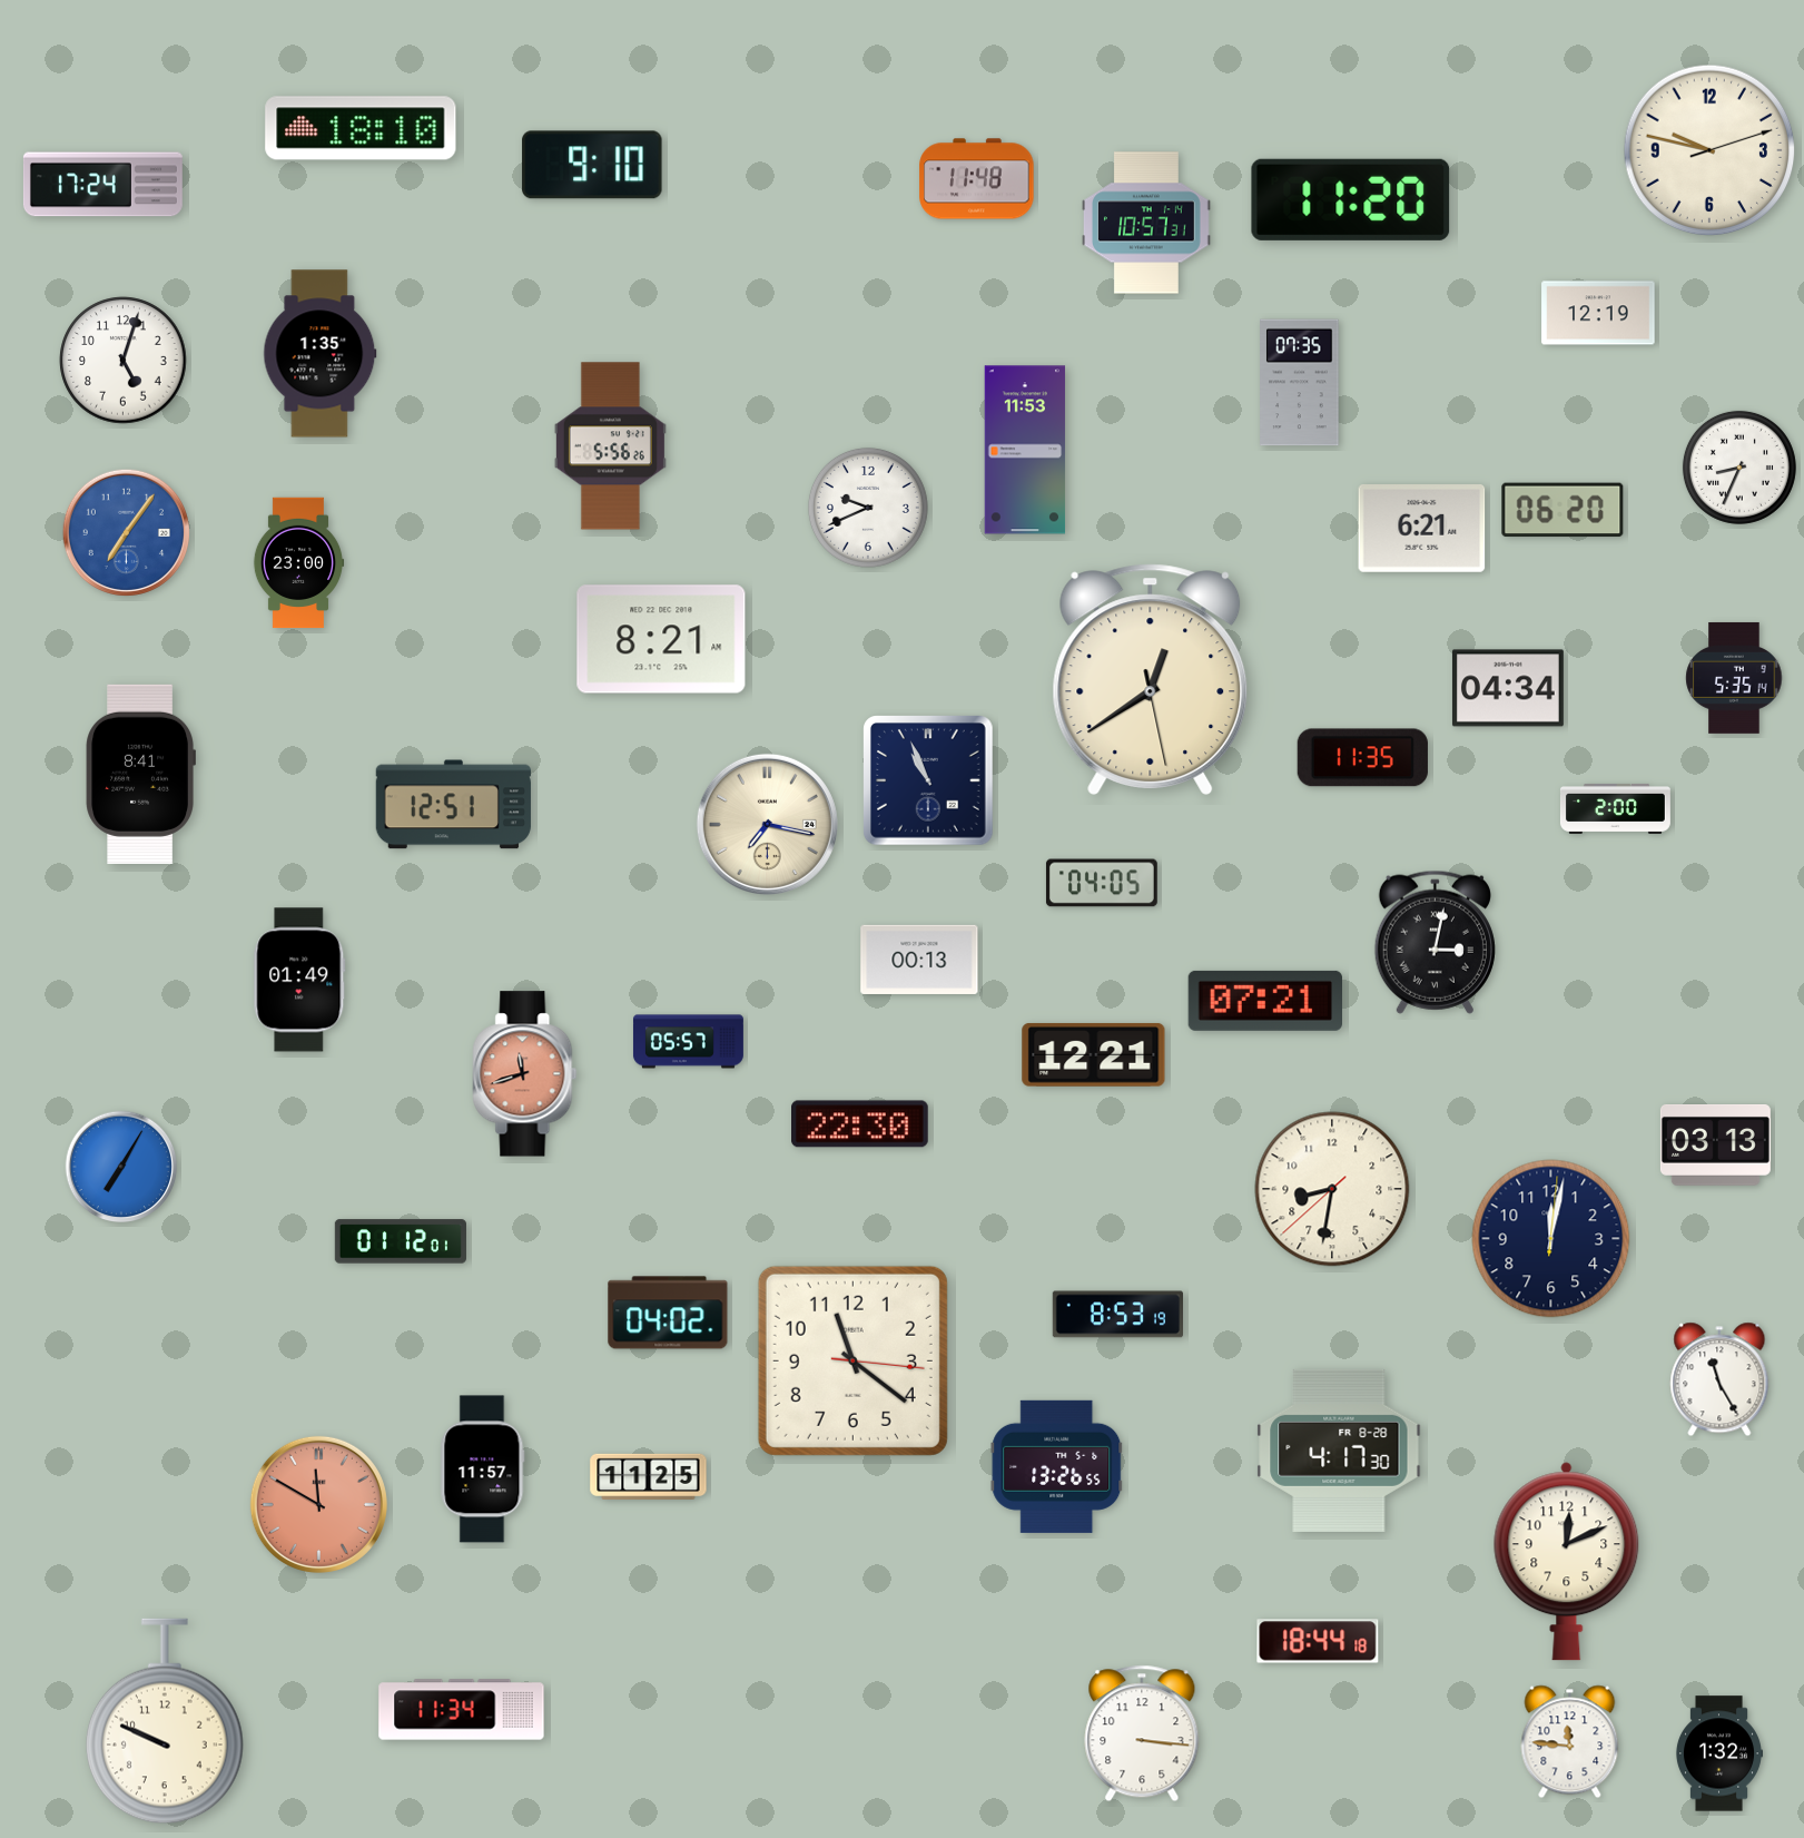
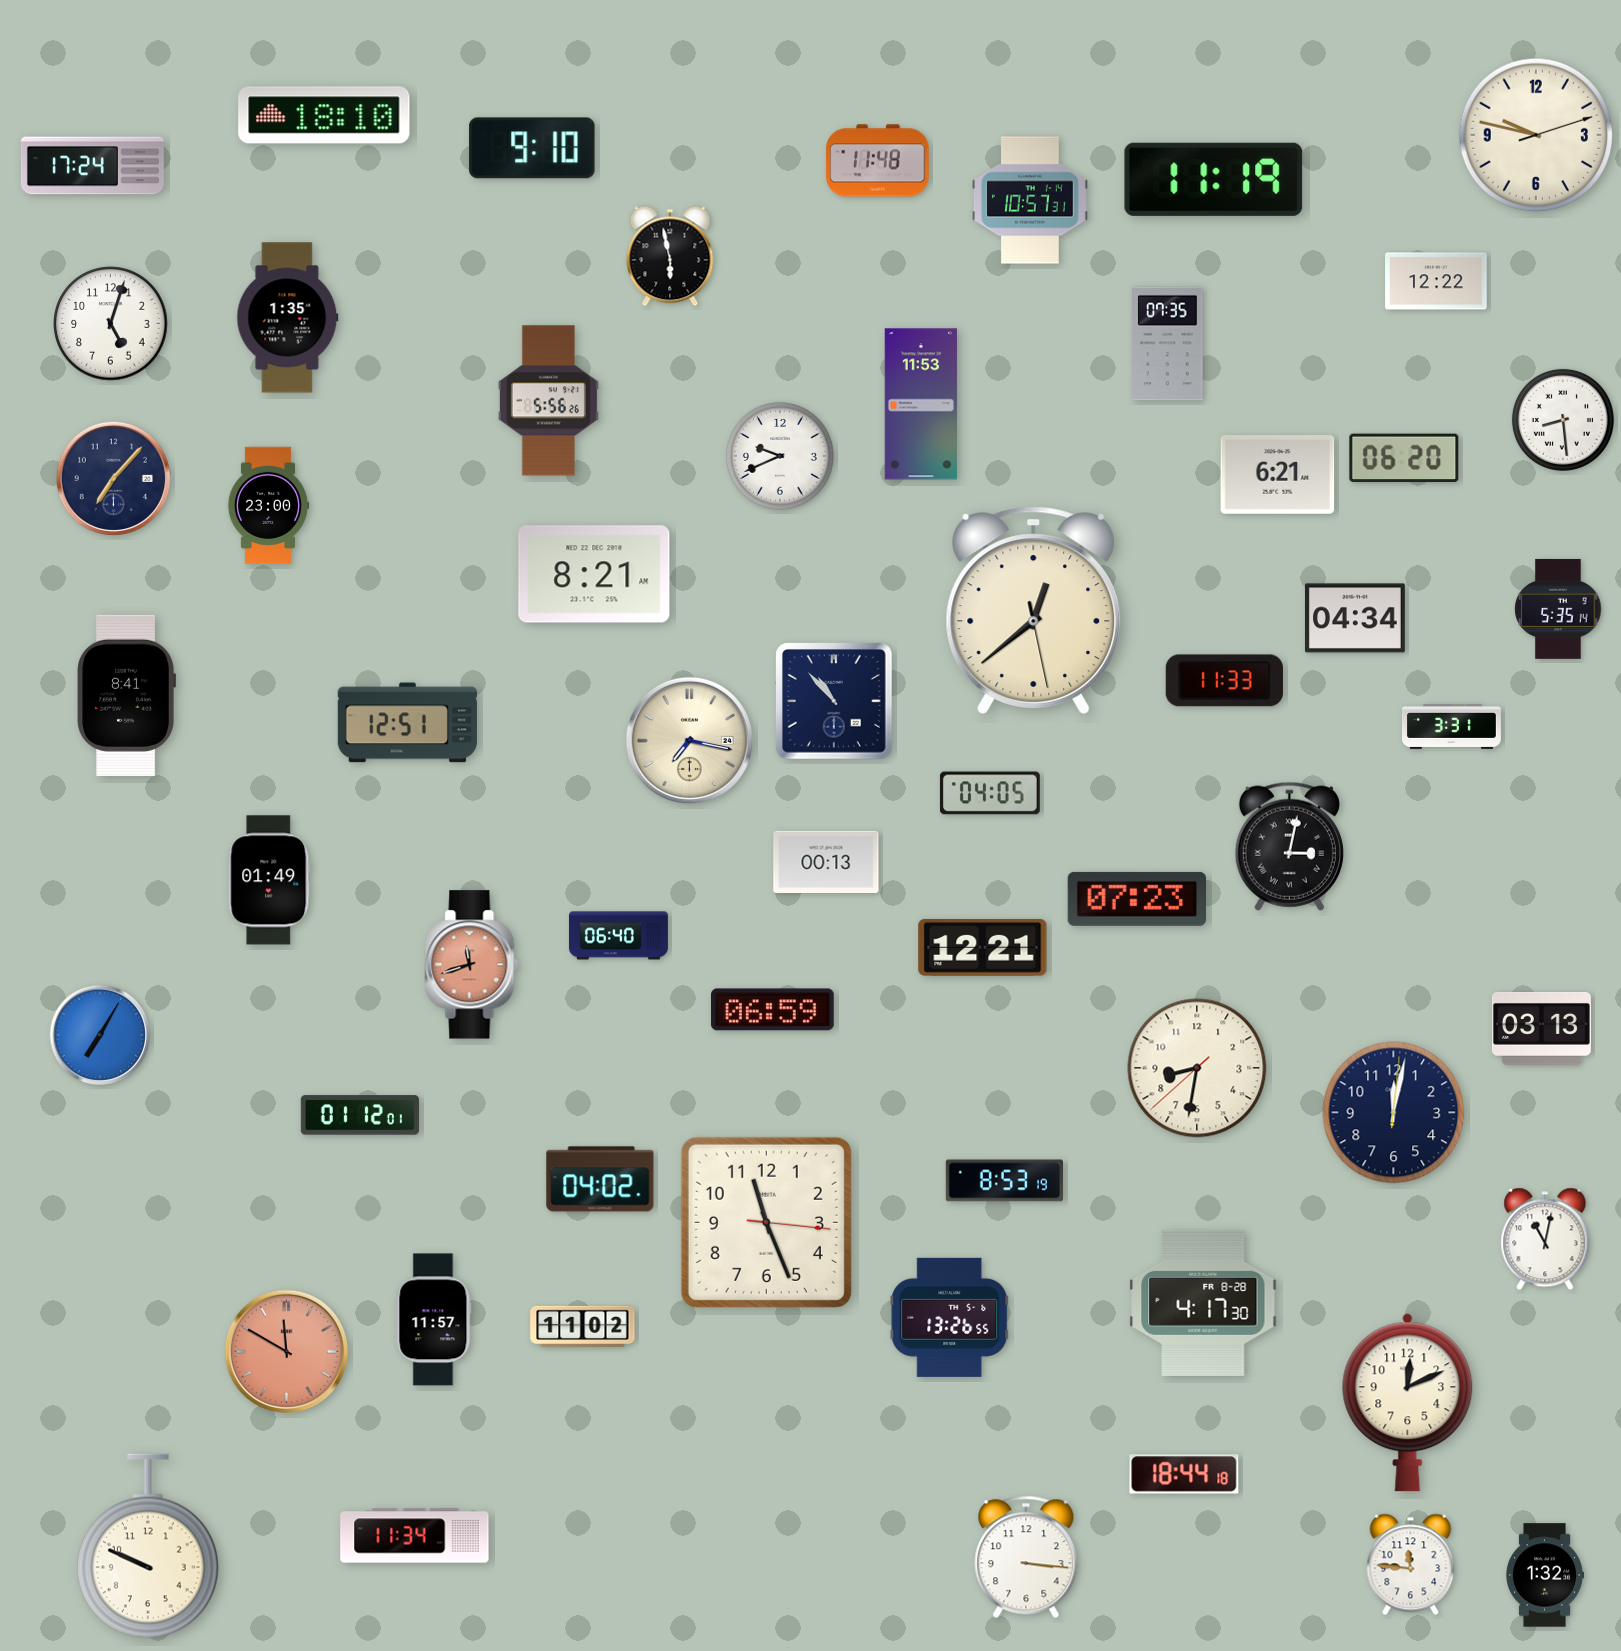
clock at (1351, 199): 11:20 -> 11:19
clock at (670, 256): none -> 5:58
clock at (1598, 313): 12:19 -> 12:22
clock at (1739, 468): 8:34 -> 8:29
clock at (126, 532): 7:06 -> 7:07
clock at (126, 532) dial: blue -> navy
clock at (1151, 679): 12:39 -> 12:38
clock at (1362, 758): 11:35 -> 11:33
clock at (928, 780): 10:56 -> 10:53
clock at (1615, 808): 2:00 -> 3:31
clock at (1264, 1001): 07:21 -> 07:23
clock at (688, 1042): 05:57 -> 06:40
clock at (860, 1124): 22:30 -> 06:59
clock at (121, 1167) position: (121, 1167) -> (100, 1035)
clock at (852, 1360): 11:21 -> 11:26
clock at (1719, 1379): 11:25 -> 11:02
clock at (649, 1476): 11:25 -> 11:02
